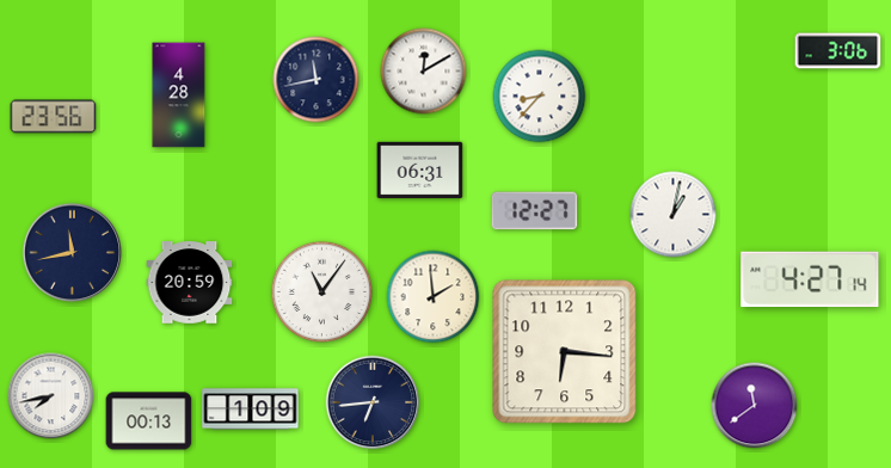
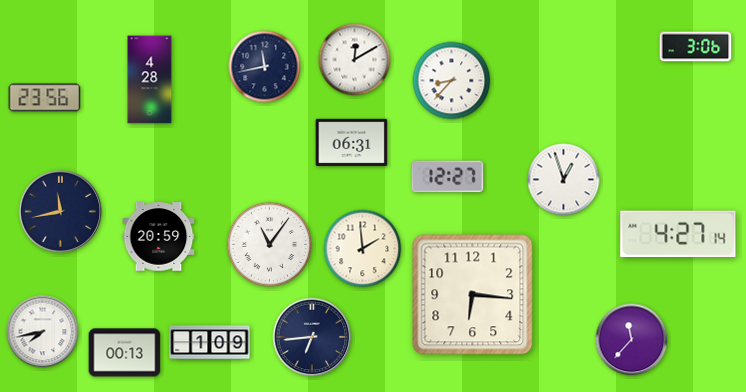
clock at (838, 51) position: (838, 51) -> (696, 47)
clock at (674, 215): 1:02 -> 12:57
clock at (755, 406): 11:39 -> 11:37
